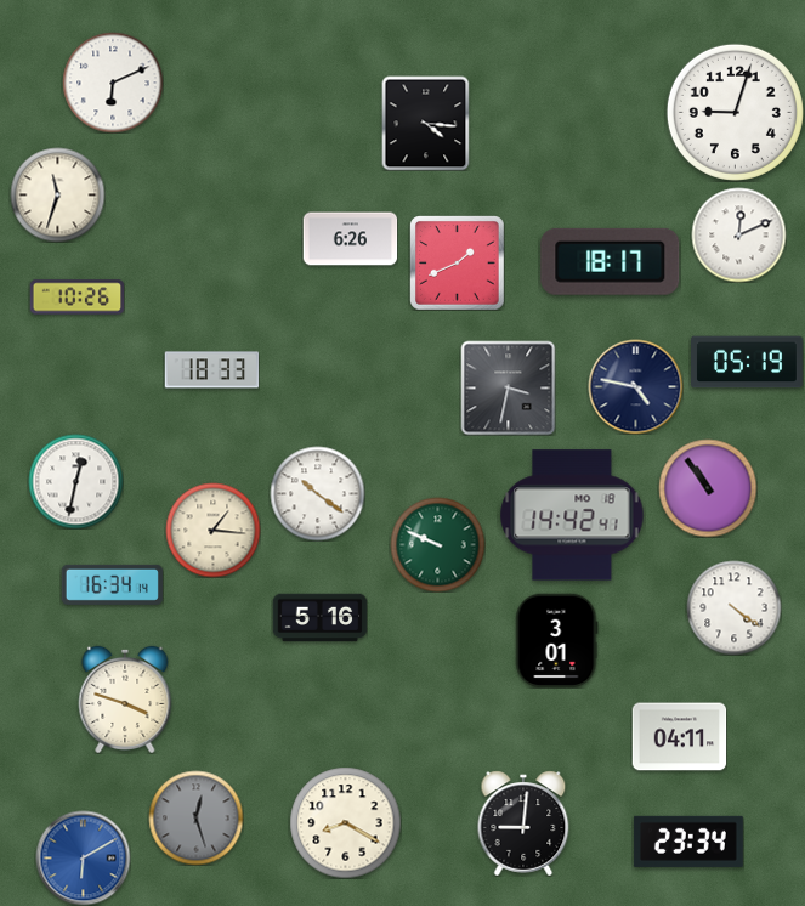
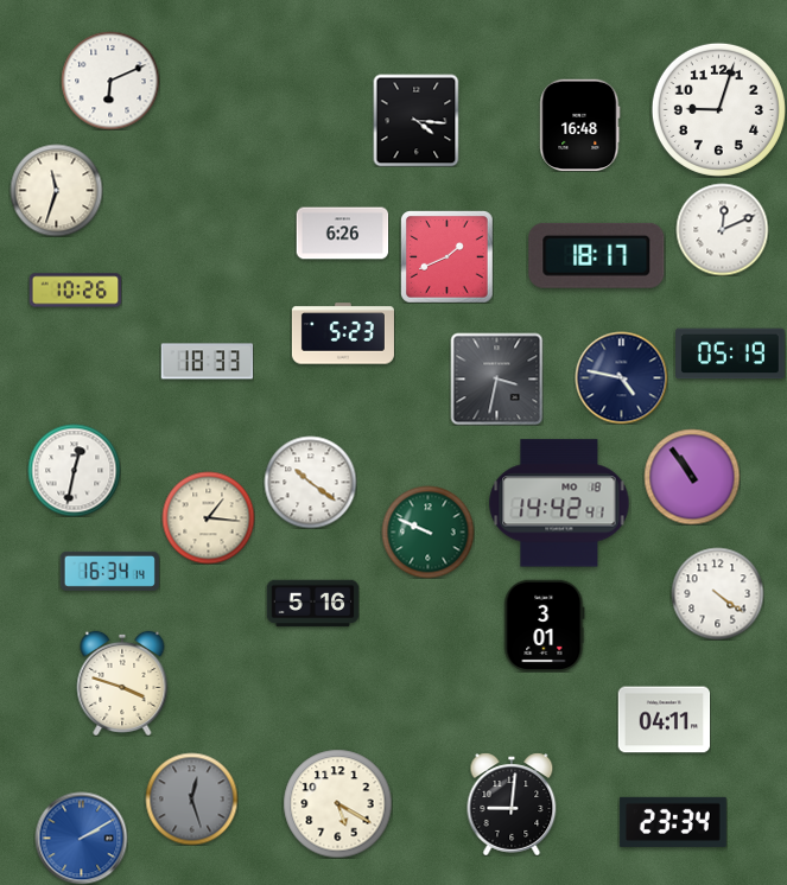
clock at (580, 125): none -> 16:48
clock at (343, 333): none -> 5:23
clock at (345, 822): 8:20 -> 5:20
clock at (83, 857): 6:10 -> 2:10
